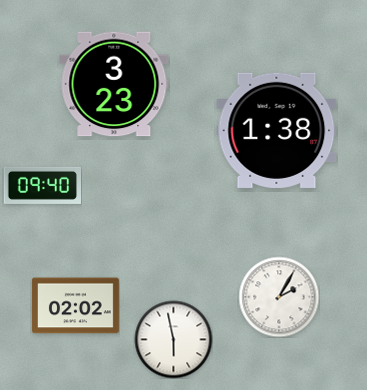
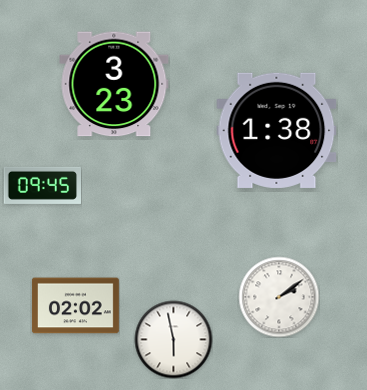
clock at (42, 185): 09:40 -> 09:45
clock at (279, 297): 2:05 -> 2:09
